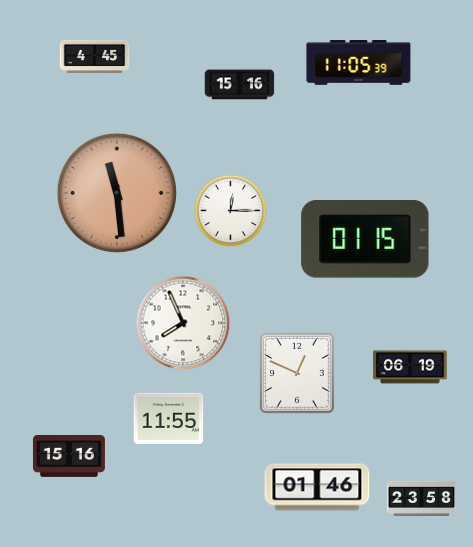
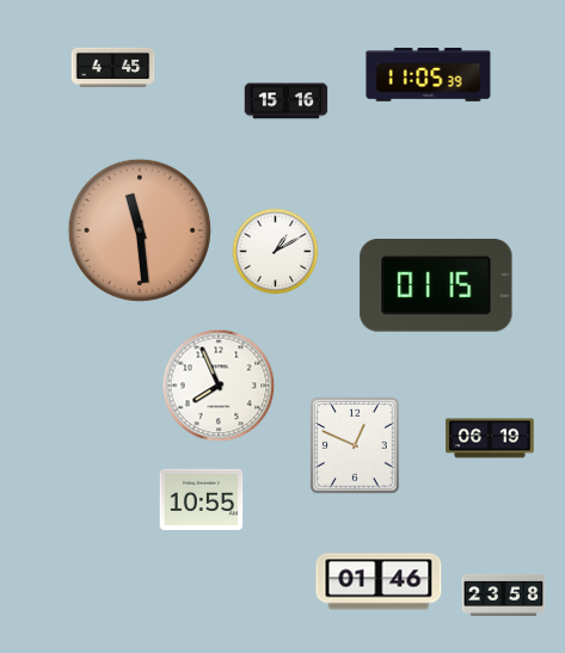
clock at (231, 211): 12:15 -> 1:10
clock at (169, 418): 11:55 -> 10:55
clock at (69, 456): 15:16 -> none
